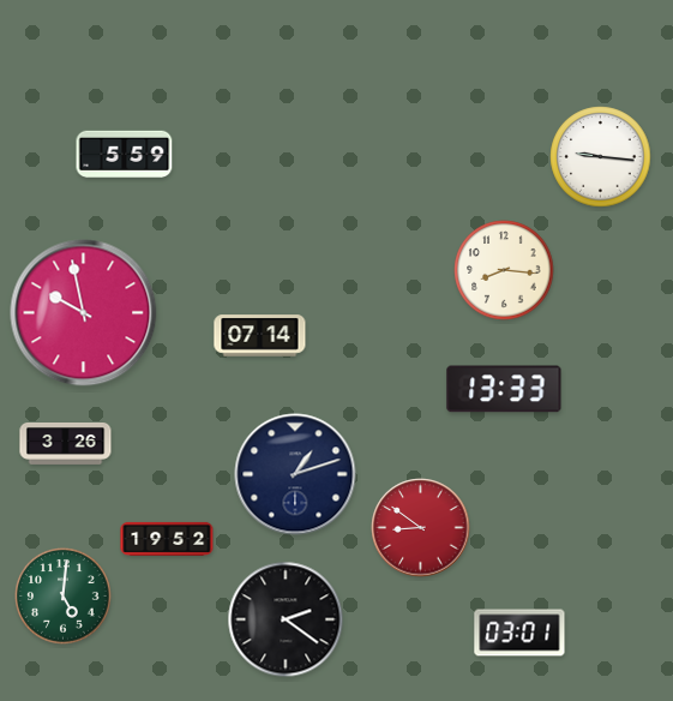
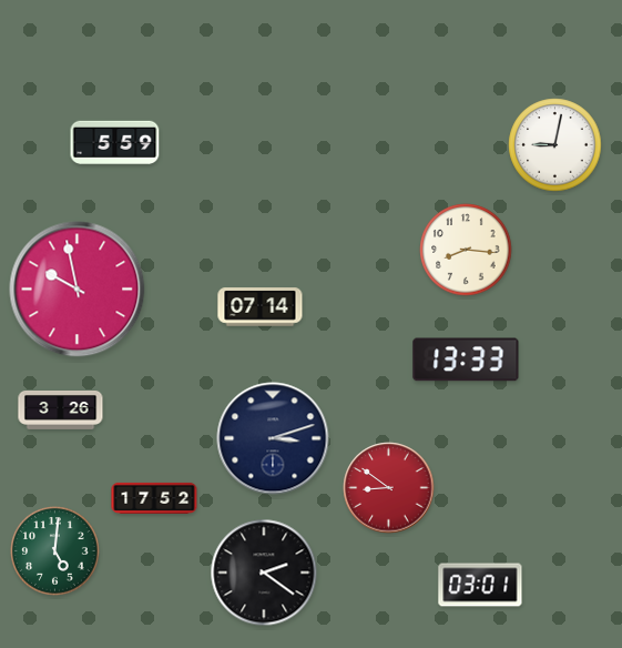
clock at (601, 157): 9:16 -> 9:02
clock at (260, 336) position: (260, 336) -> (261, 307)
clock at (295, 474): 1:12 -> 3:12
clock at (167, 539): 19:52 -> 17:52
clock at (64, 597) position: (64, 597) -> (55, 551)
